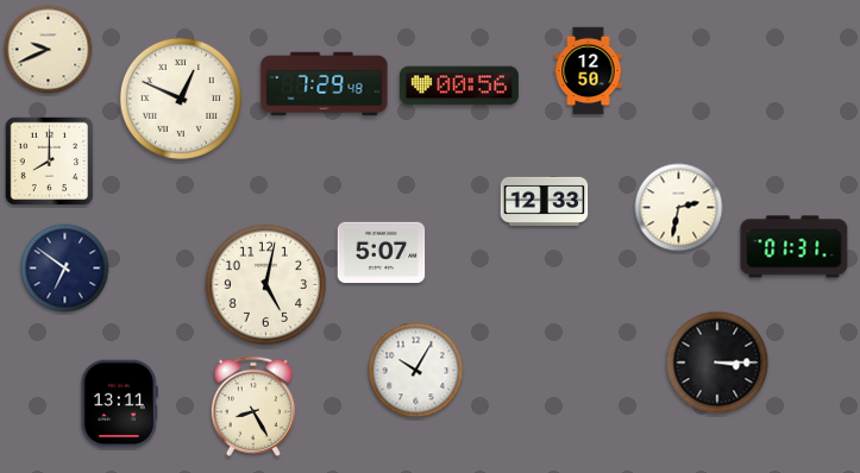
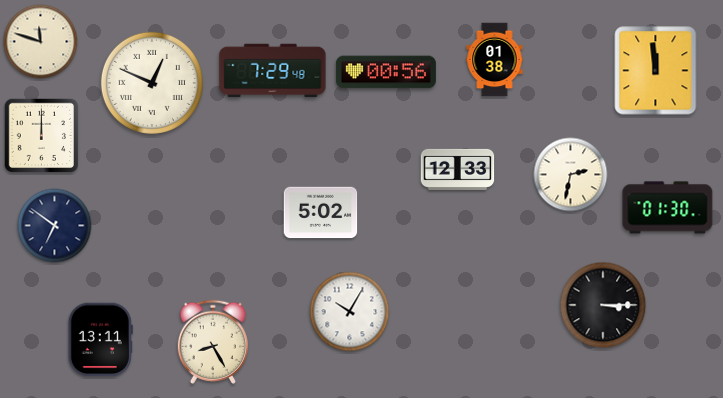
clock at (49, 50): 9:41 -> 11:48
clock at (589, 71): 12:50 -> 01:38
clock at (656, 71): none -> 11:59
clock at (50, 162): 8:00 -> 12:00
clock at (795, 247): 01:31 -> 01:30
clock at (382, 253): 5:07 -> 5:02
clock at (265, 284): 5:02 -> none
